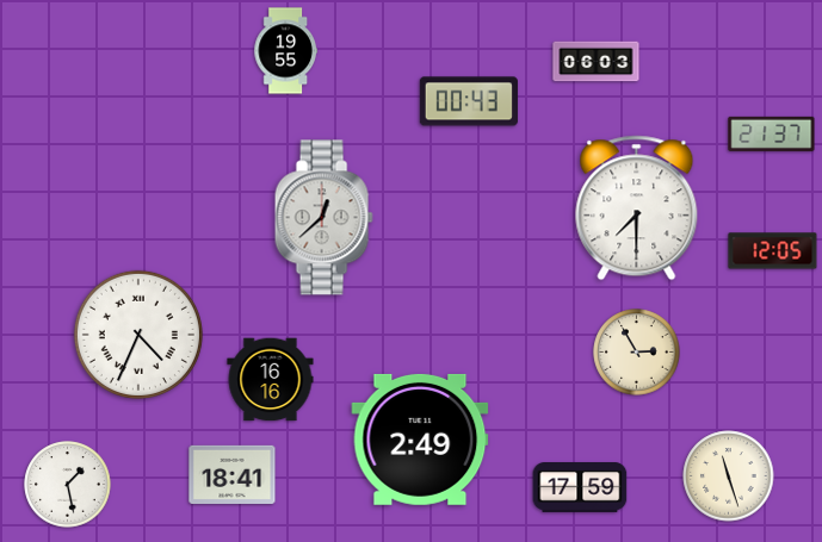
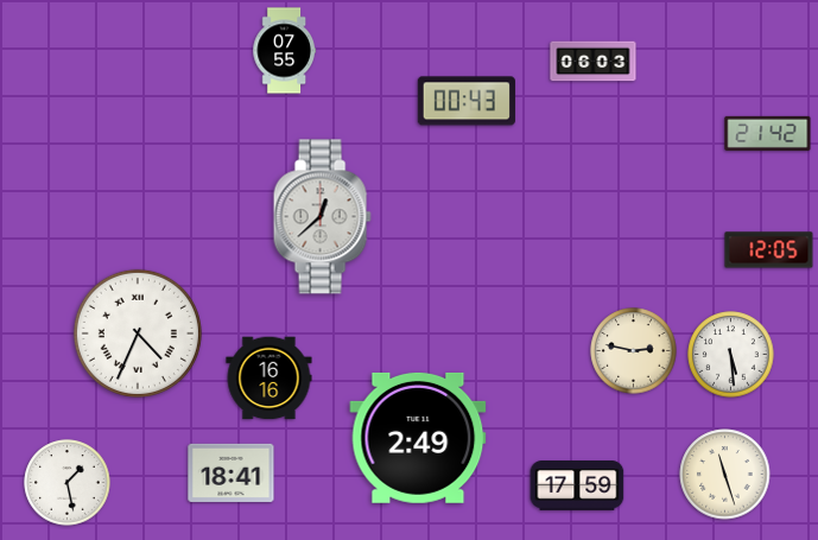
clock at (285, 51): 19:55 -> 07:55
clock at (772, 133): 21:37 -> 21:42
clock at (637, 208): 7:30 -> none
clock at (637, 353): 2:55 -> 2:47
clock at (731, 355): none -> 5:29
